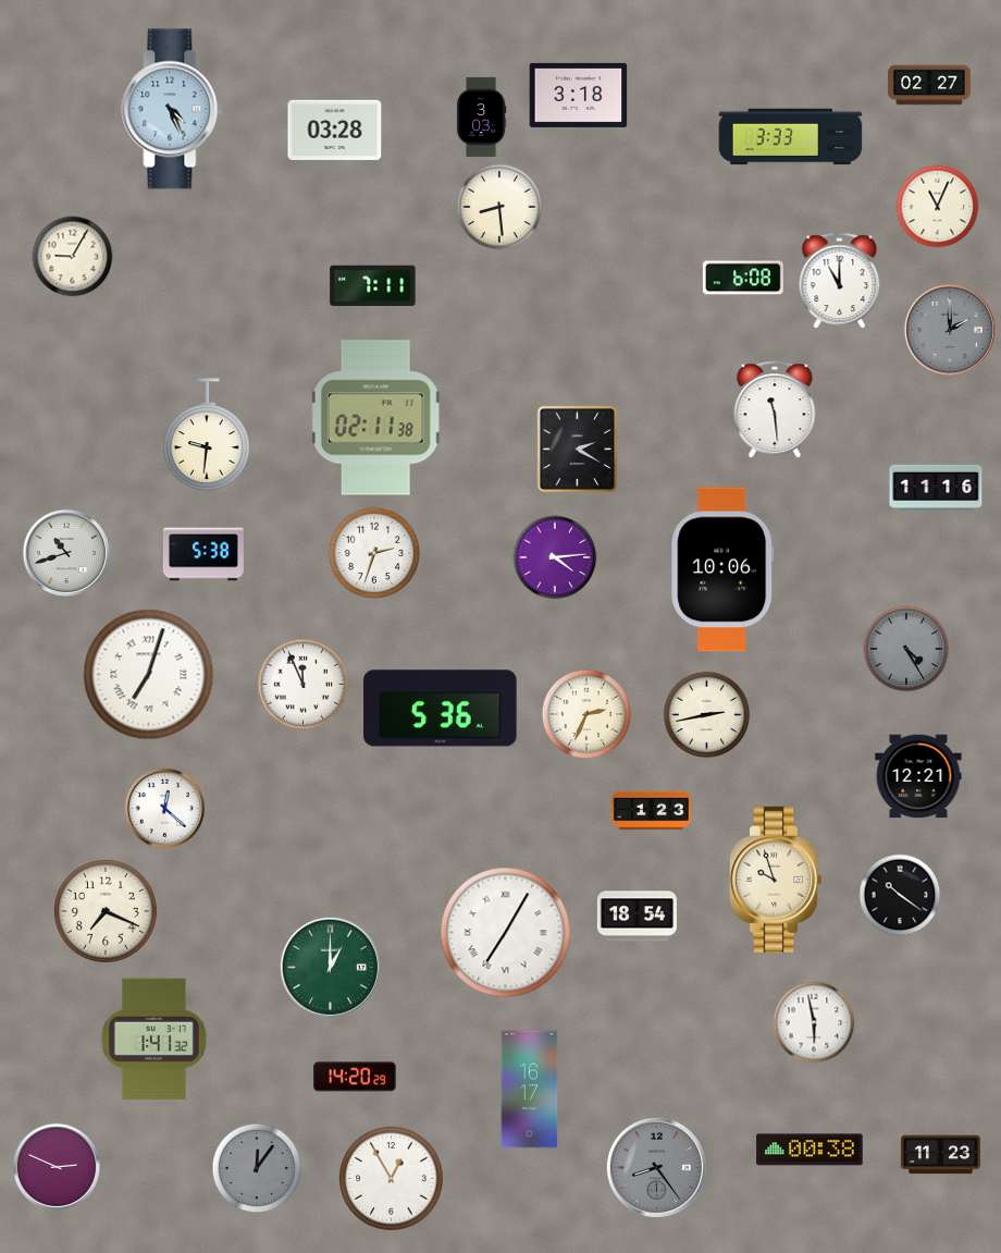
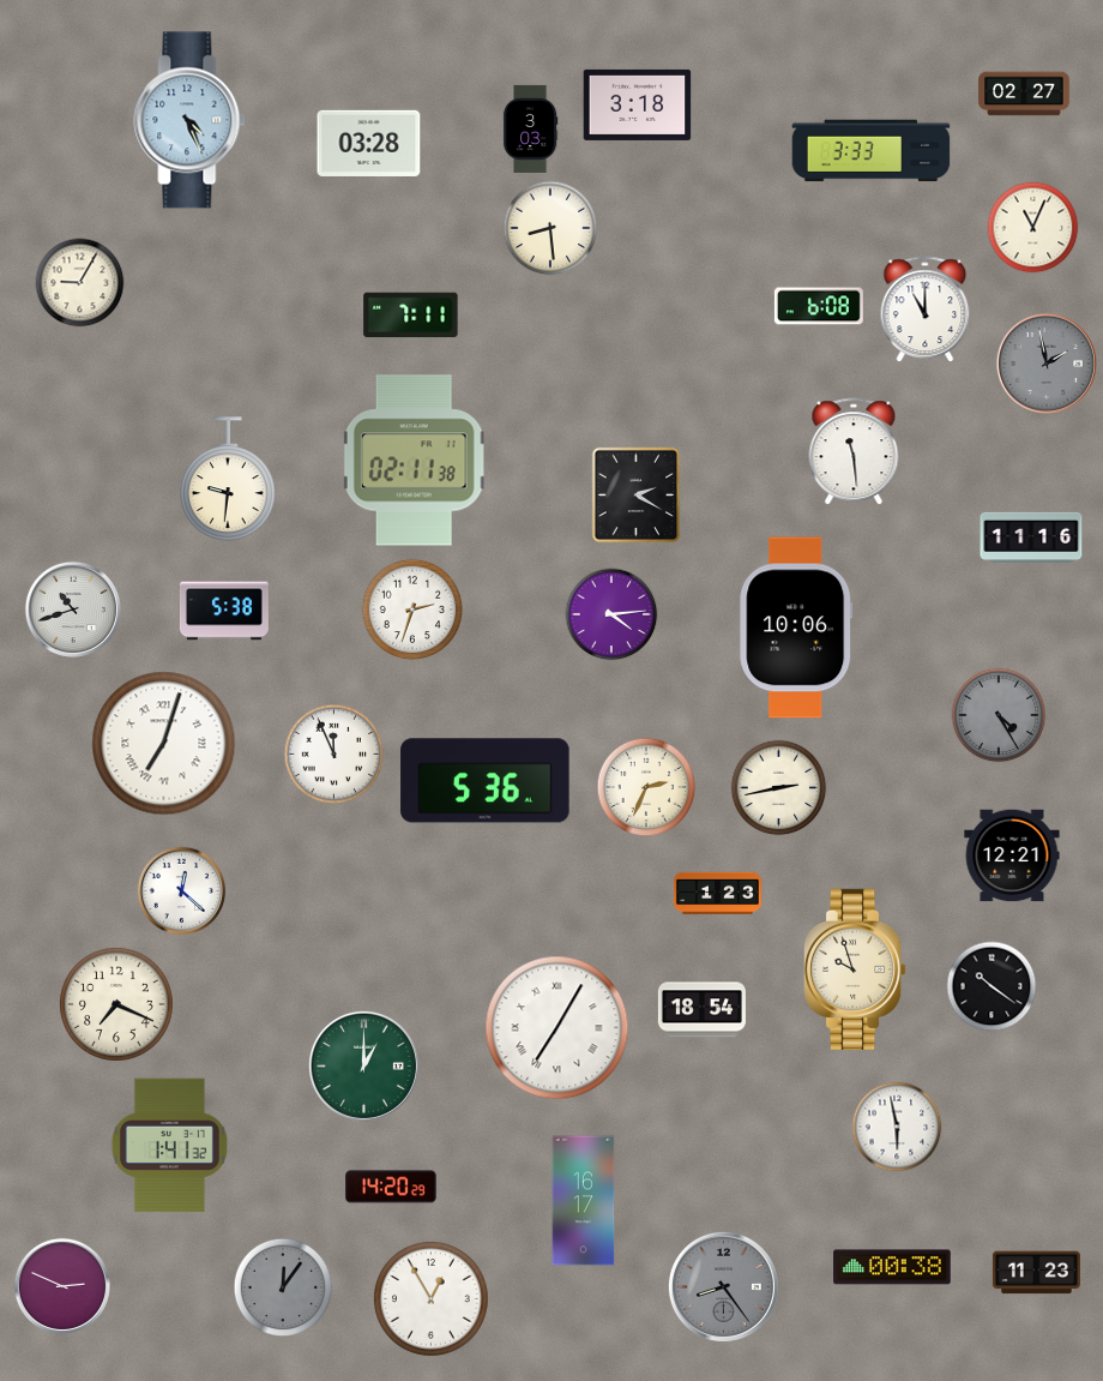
clock at (950, 330): 2:00 -> 1:58
